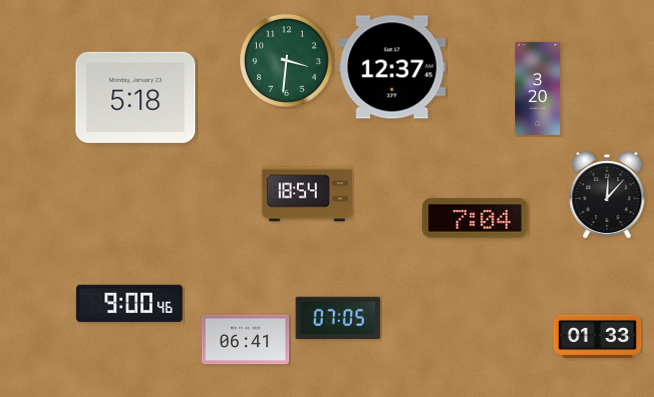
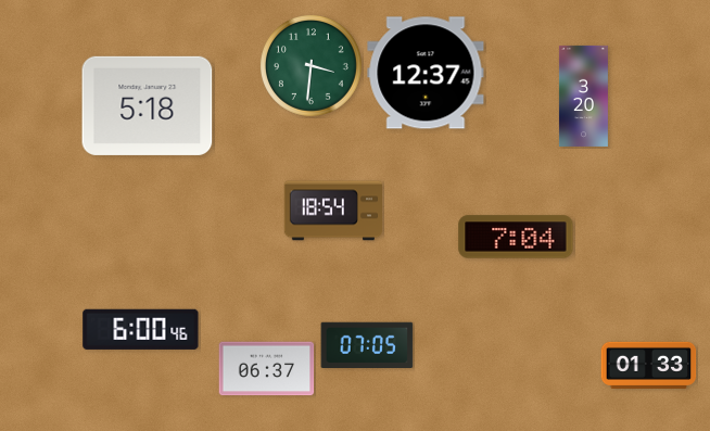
clock at (607, 195): 12:07 -> none
clock at (130, 303): 9:00 -> 6:00
clock at (246, 340): 06:41 -> 06:37
